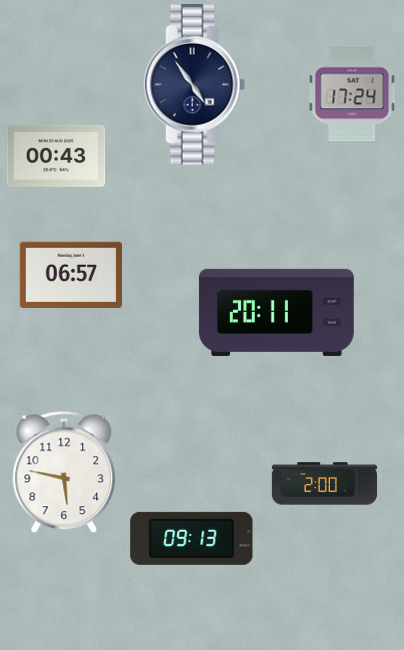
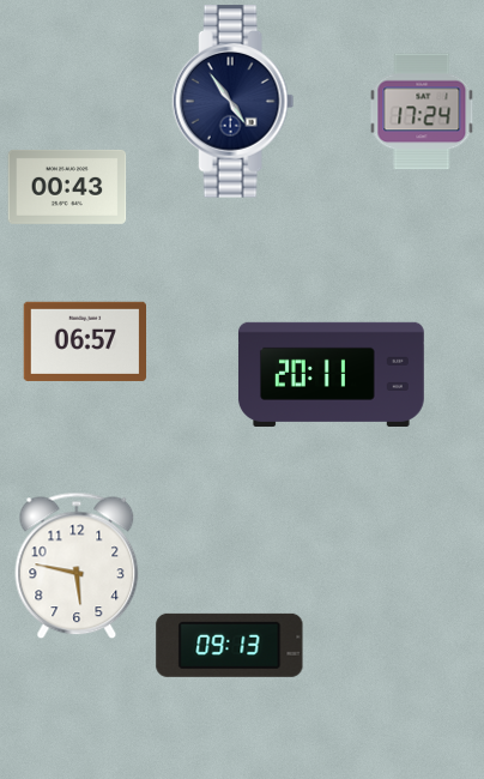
clock at (70, 275) position: (70, 275) -> (84, 342)
clock at (324, 484): 2:00 -> none
